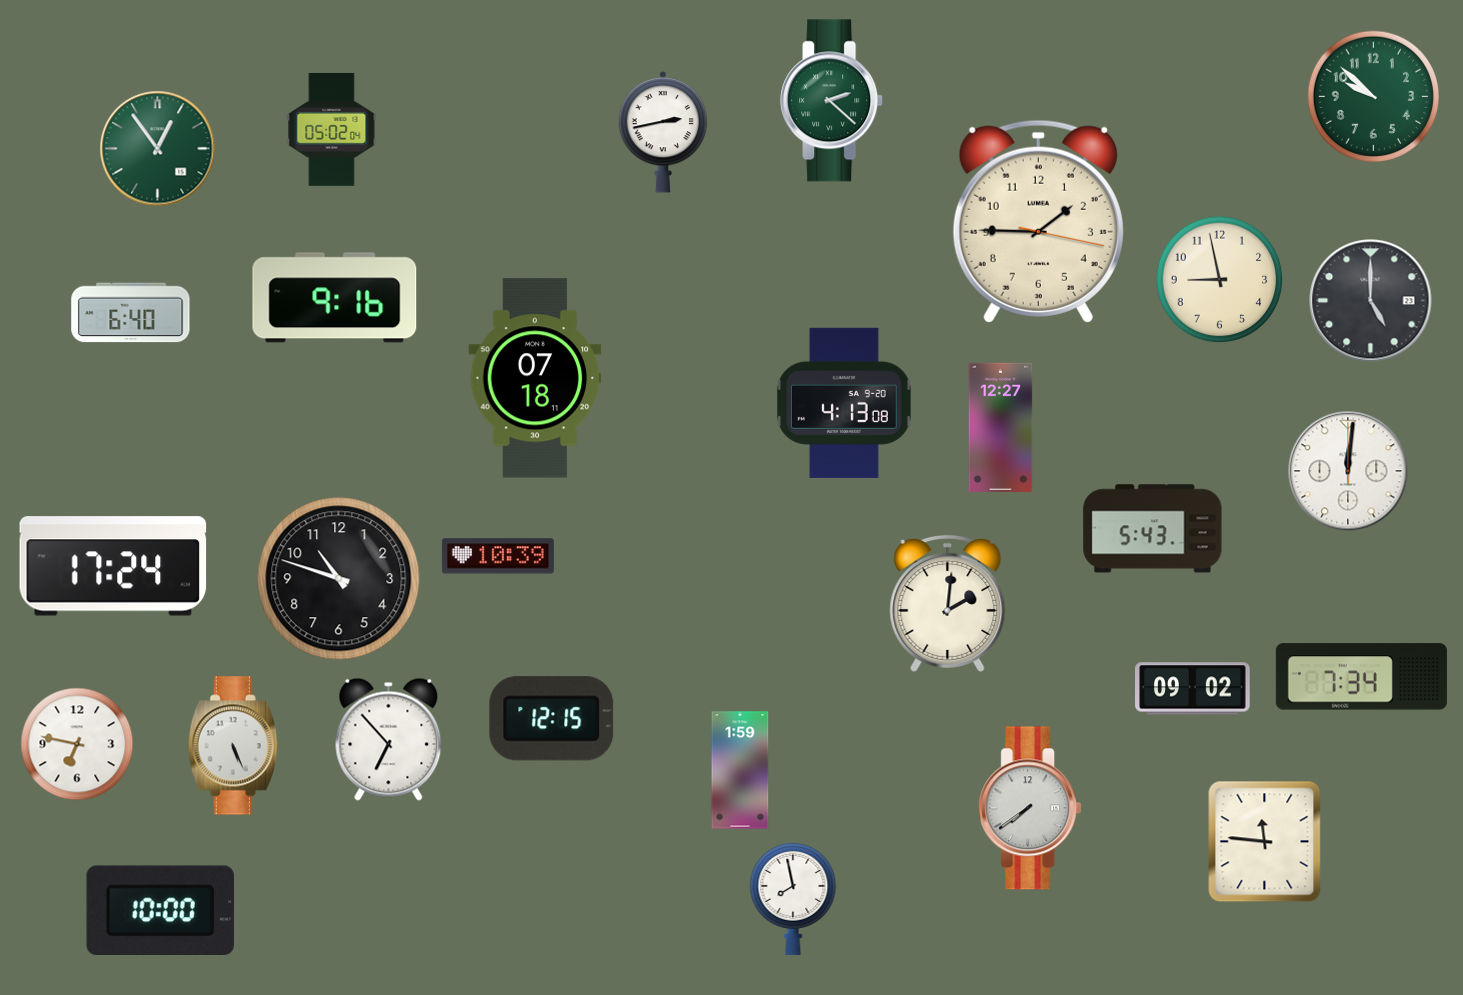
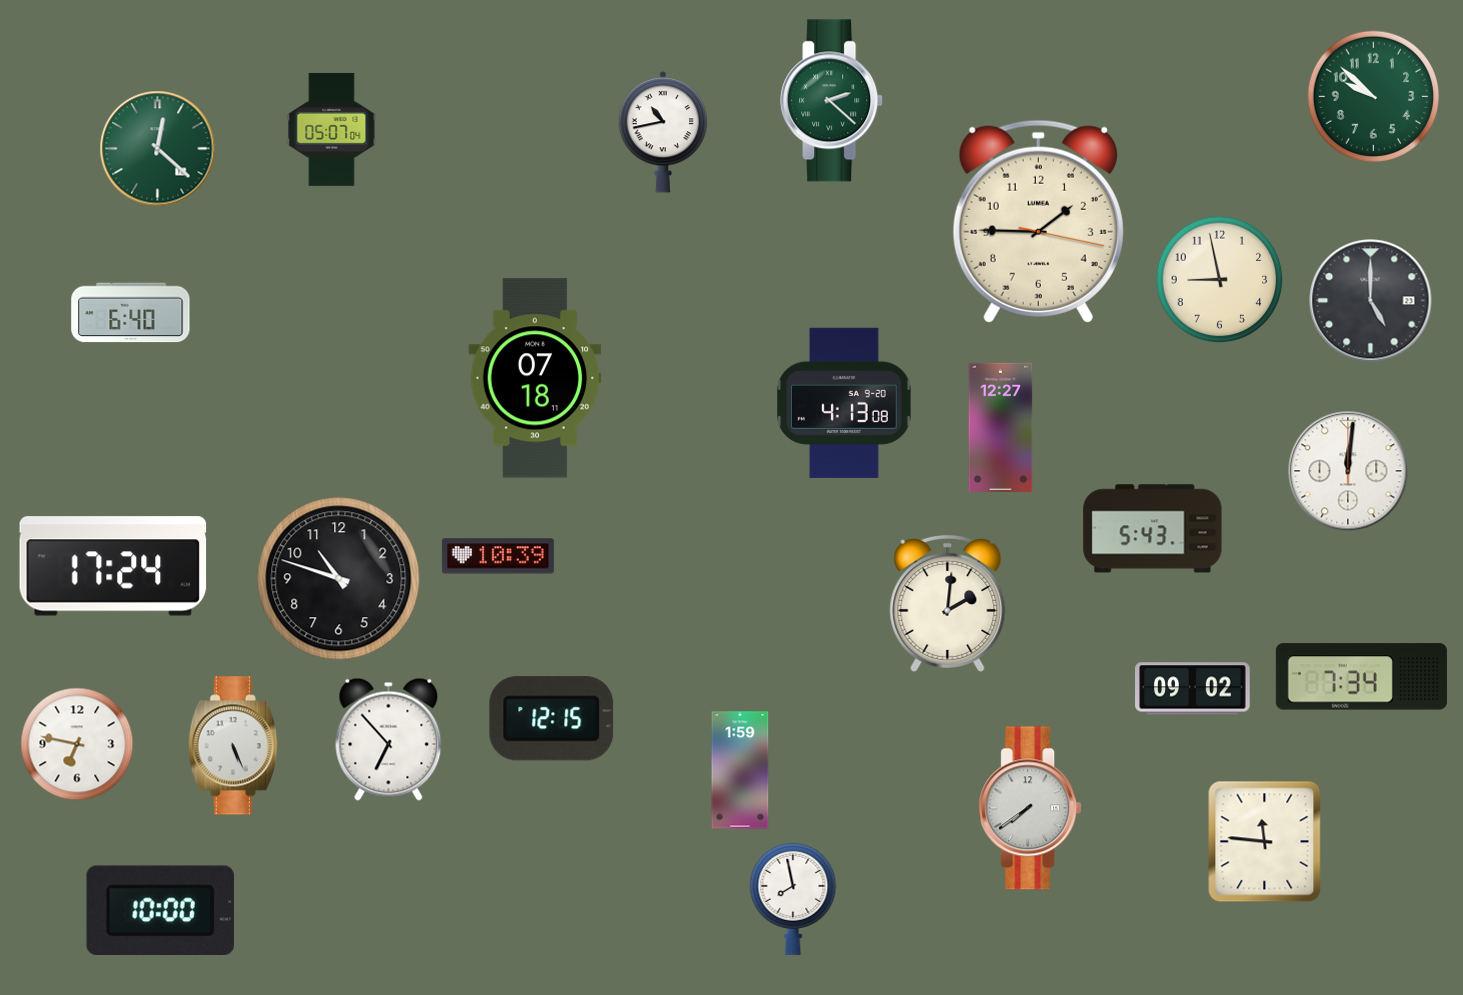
clock at (332, 129): 05:02 -> 05:07
clock at (663, 132): 2:43 -> 10:43
clock at (158, 149): 12:54 -> 12:22
clock at (335, 298): 9:16 -> none
